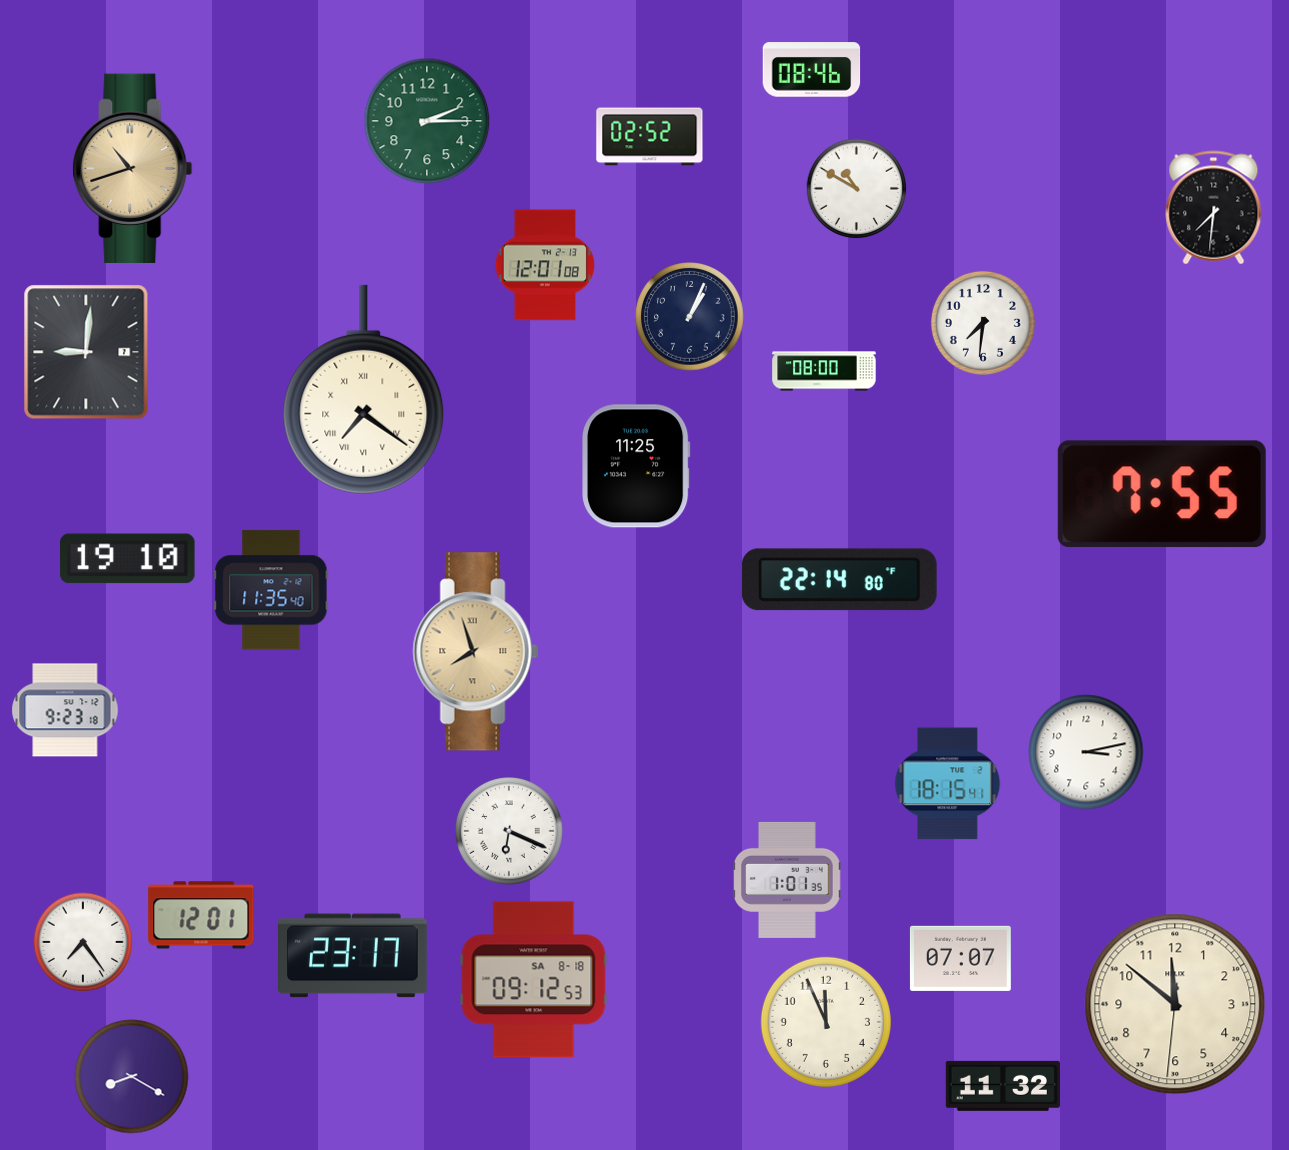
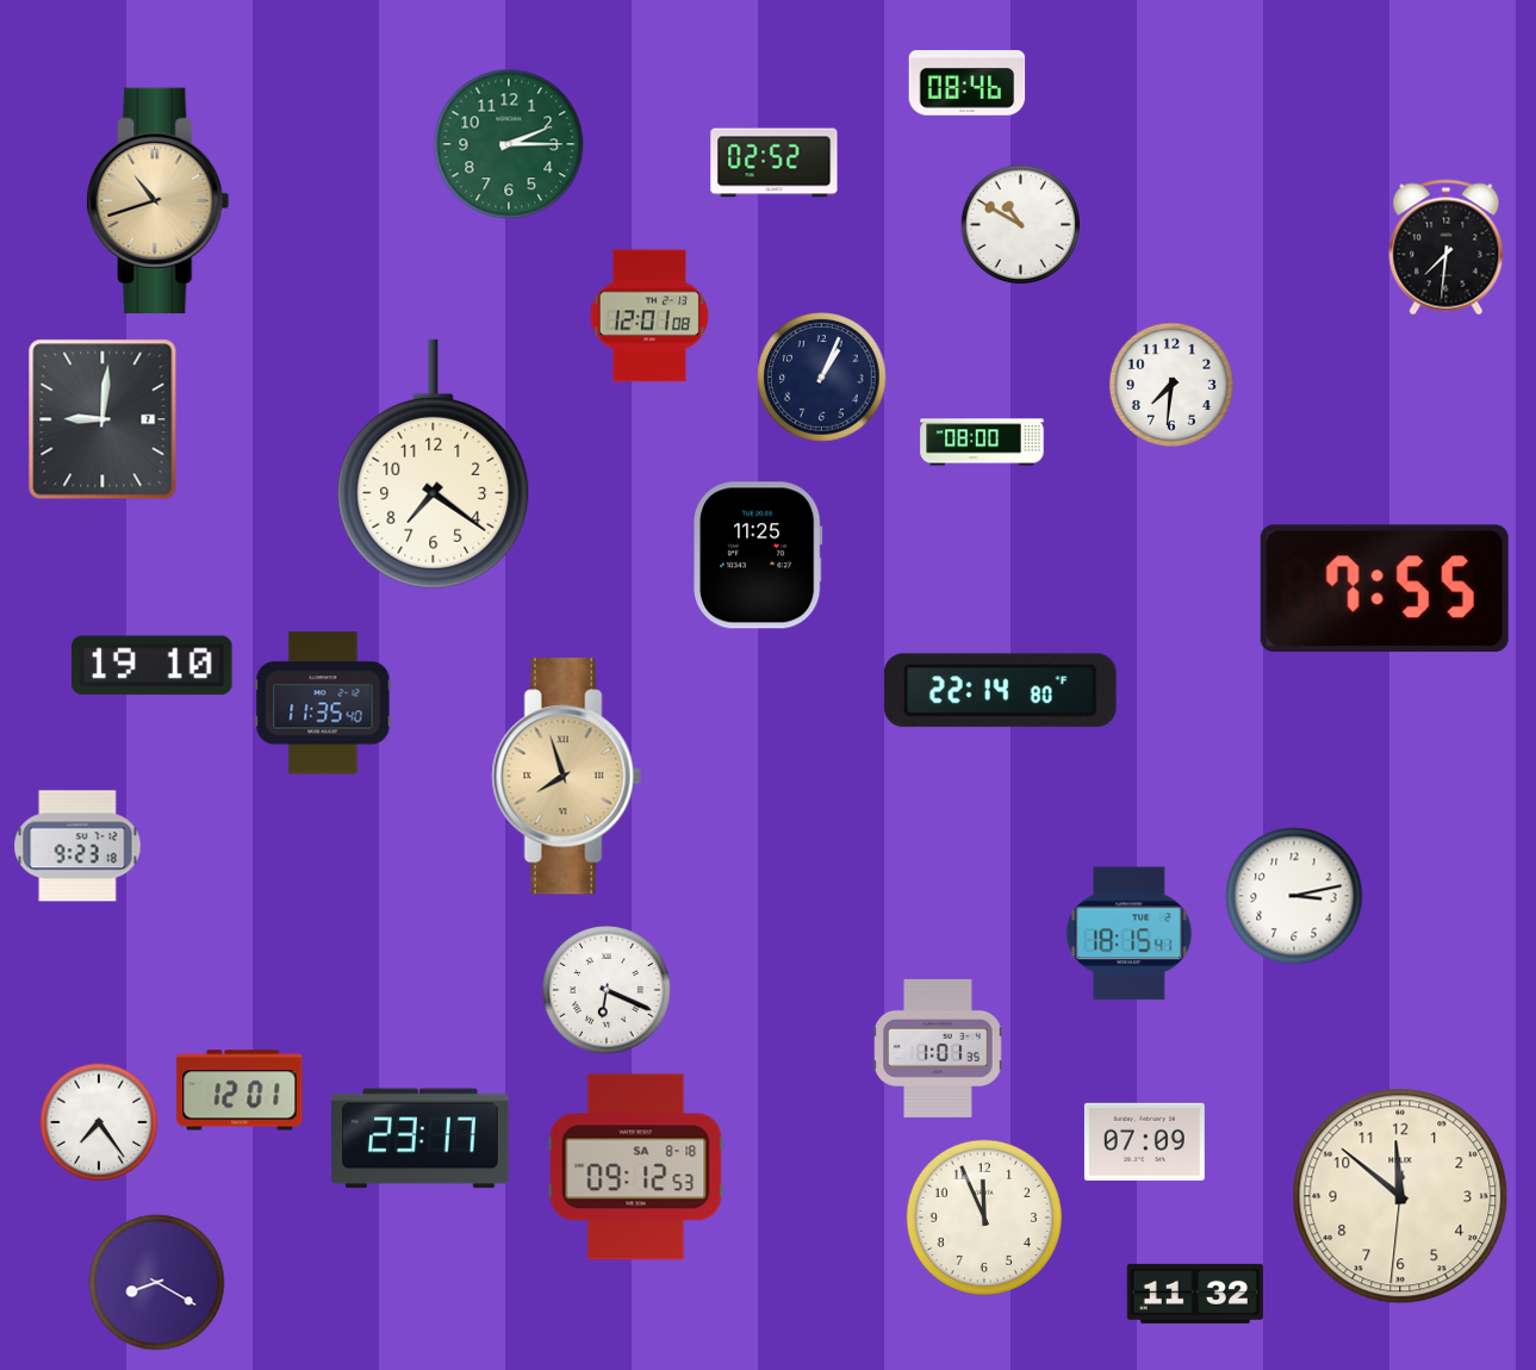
clock at (364, 389) numerals: Roman -> Arabic
clock at (960, 958): 07:07 -> 07:09
